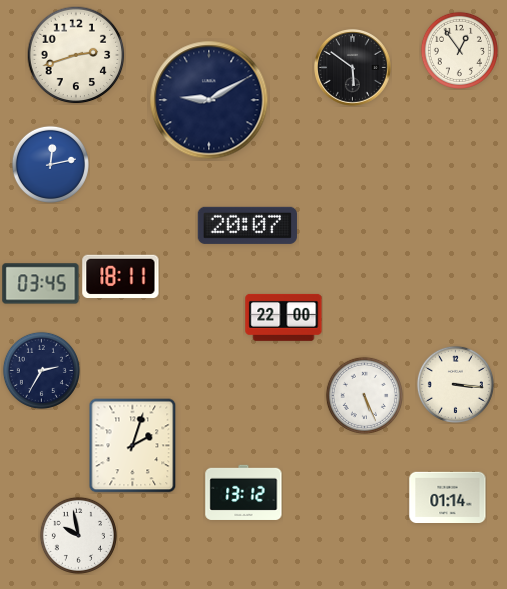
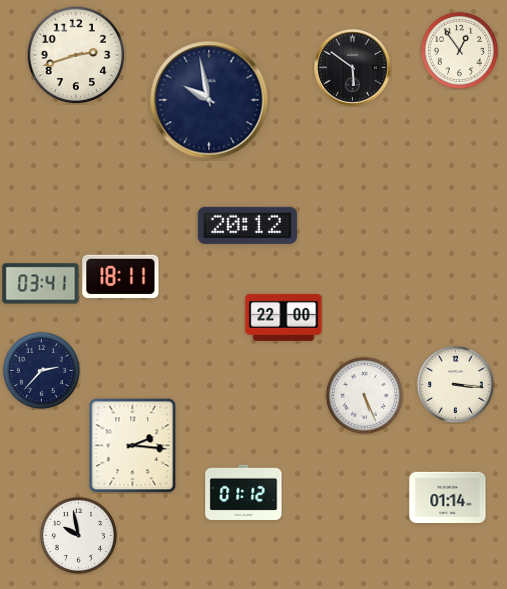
clock at (209, 100): 9:10 -> 9:58
clock at (50, 164): 12:13 -> none
clock at (247, 225): 20:07 -> 20:12
clock at (41, 284): 03:45 -> 03:41
clock at (41, 370): 2:35 -> 2:37
clock at (133, 446): 2:03 -> 2:16
clock at (244, 492): 13:12 -> 01:12
